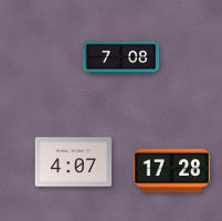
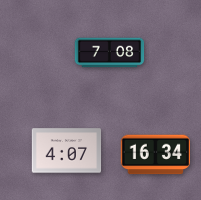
clock at (74, 162) position: (74, 162) -> (67, 151)
clock at (171, 171): 17:28 -> 16:34
